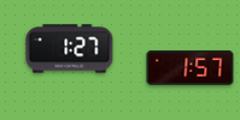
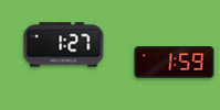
clock at (191, 68): 1:57 -> 1:59
